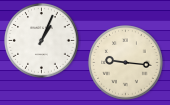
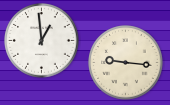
clock at (42, 41): 1:04 -> 12:59
